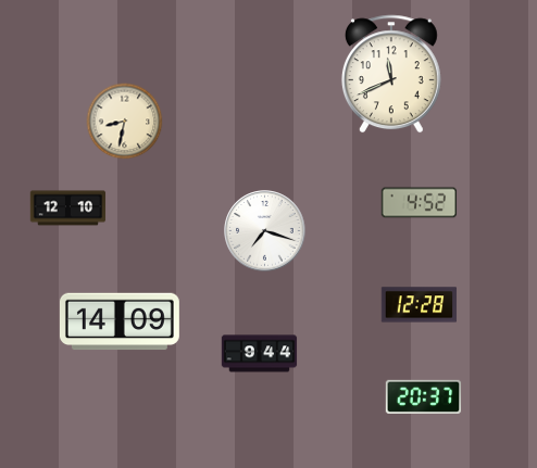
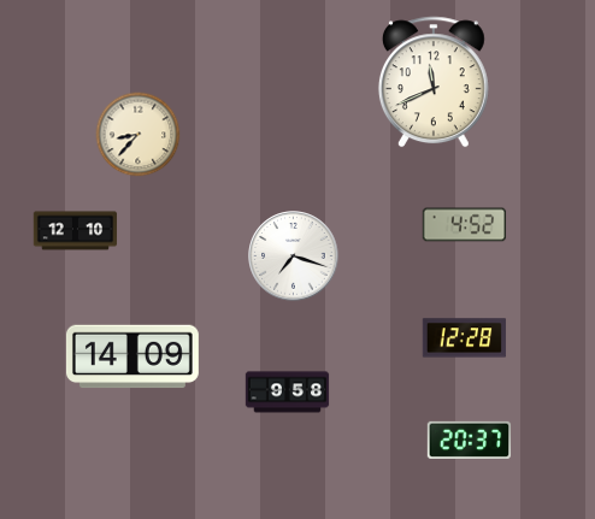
clock at (125, 122): 8:32 -> 8:37
clock at (260, 354): 9:44 -> 9:58
